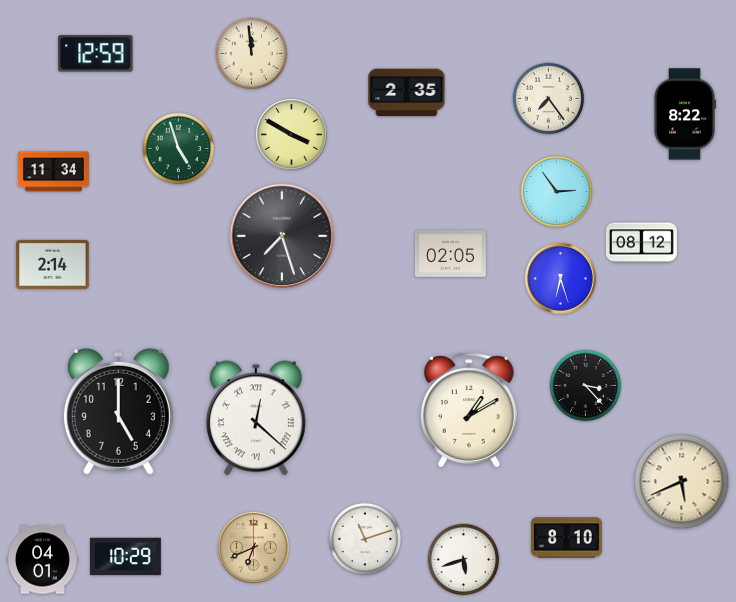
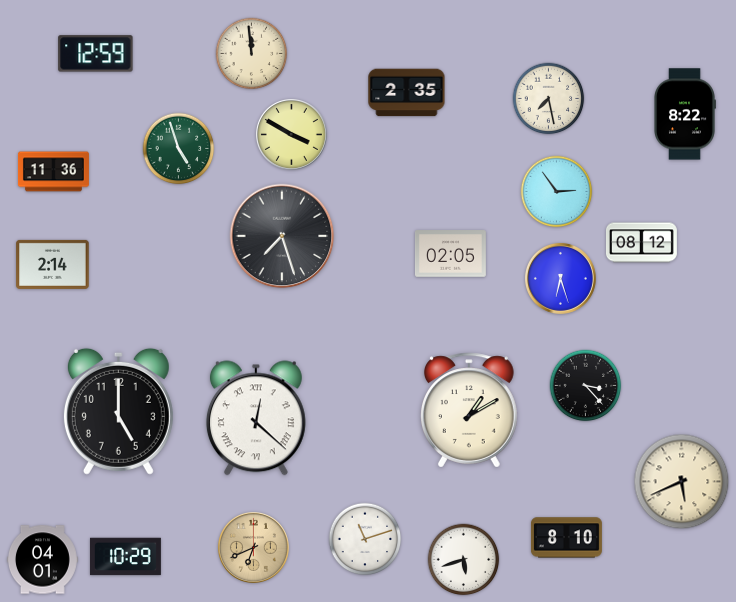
clock at (549, 99): 7:24 -> 7:28
clock at (53, 172): 11:34 -> 11:36
